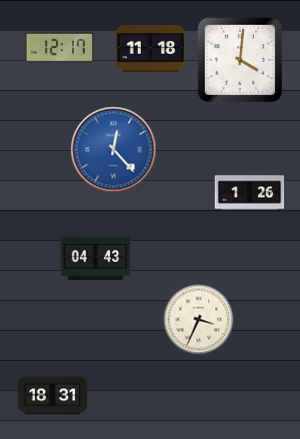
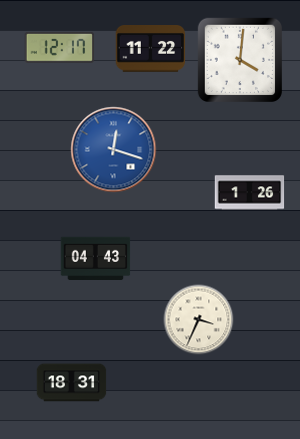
clock at (151, 49): 11:18 -> 11:22
clock at (114, 150): 12:23 -> 12:18
clock at (53, 396) position: (53, 396) -> (72, 383)
